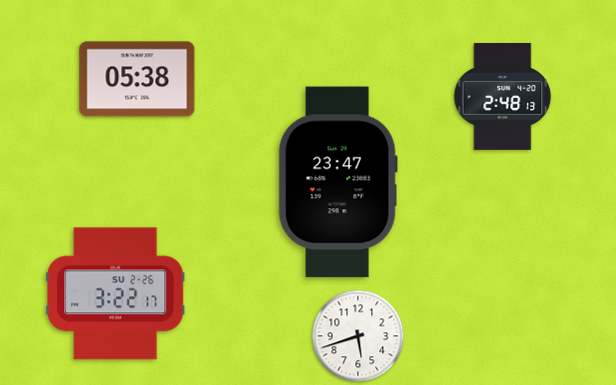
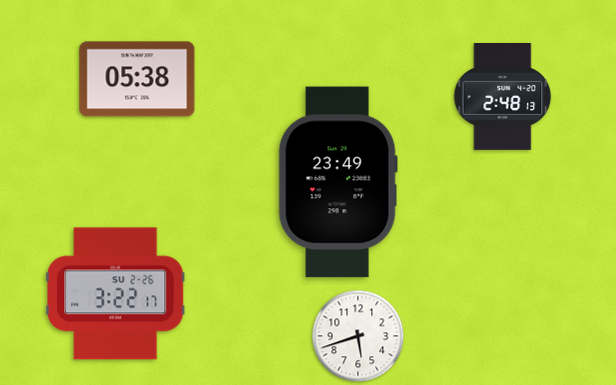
clock at (338, 182): 23:47 -> 23:49
